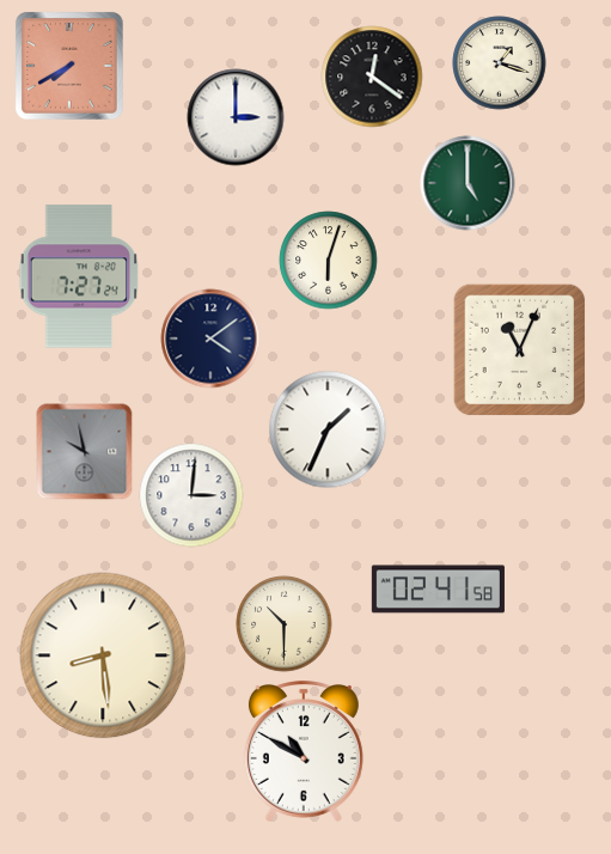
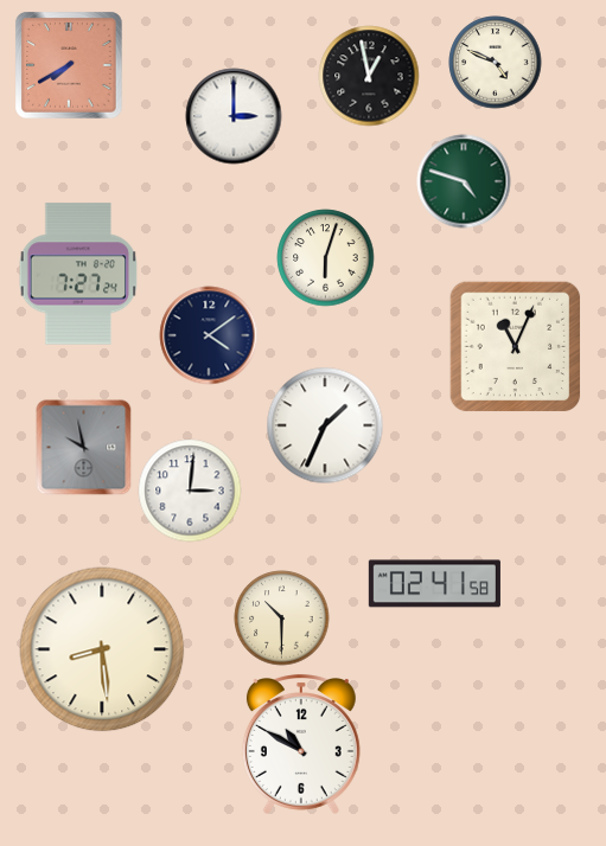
clock at (500, 63): 1:18 -> 4:49
clock at (372, 77): 12:21 -> 12:58
clock at (468, 183): 5:00 -> 4:48
